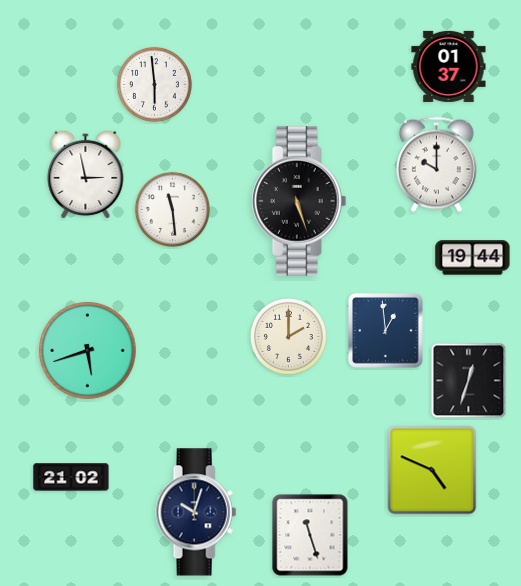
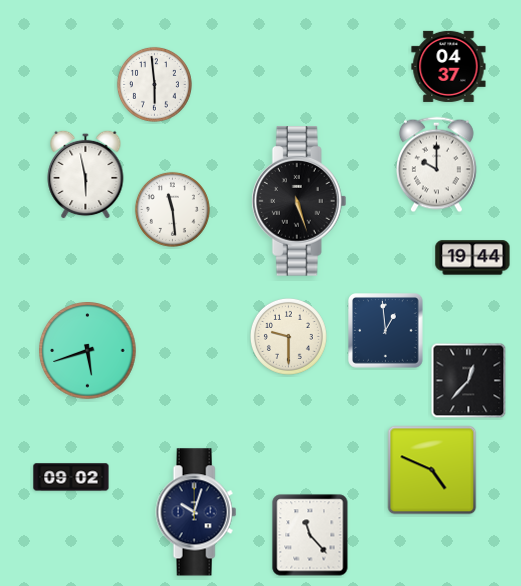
clock at (449, 66): 01:37 -> 04:37
clock at (86, 174): 2:58 -> 5:58
clock at (288, 336): 2:00 -> 9:30
clock at (469, 381): 12:33 -> 12:37
clock at (71, 477): 21:02 -> 09:02
clock at (310, 535): 11:27 -> 11:23
